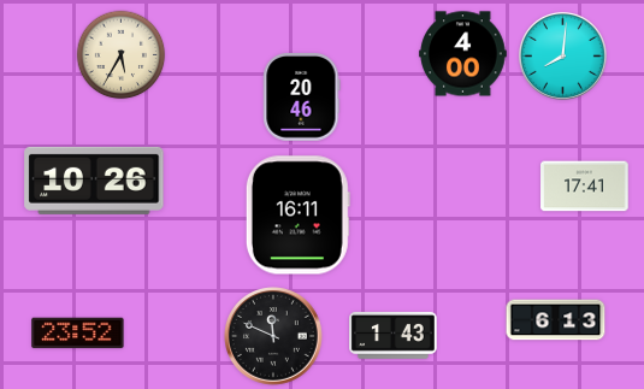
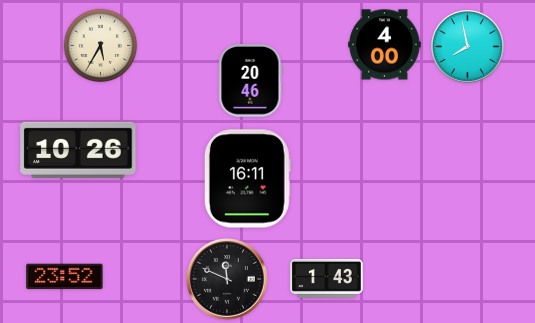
clock at (562, 55): 8:01 -> 7:58
clock at (585, 187): 17:41 -> none
clock at (556, 320): 6:13 -> none
